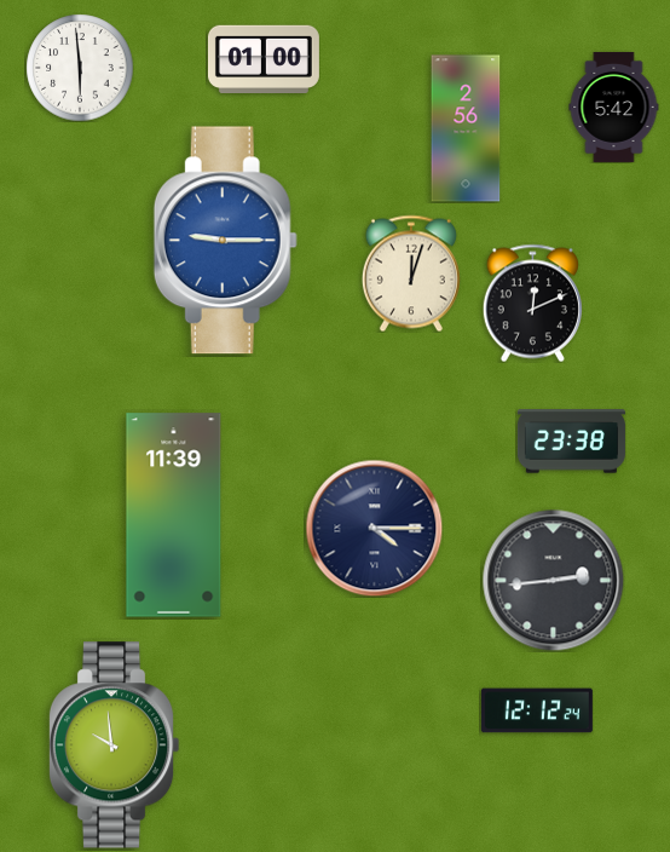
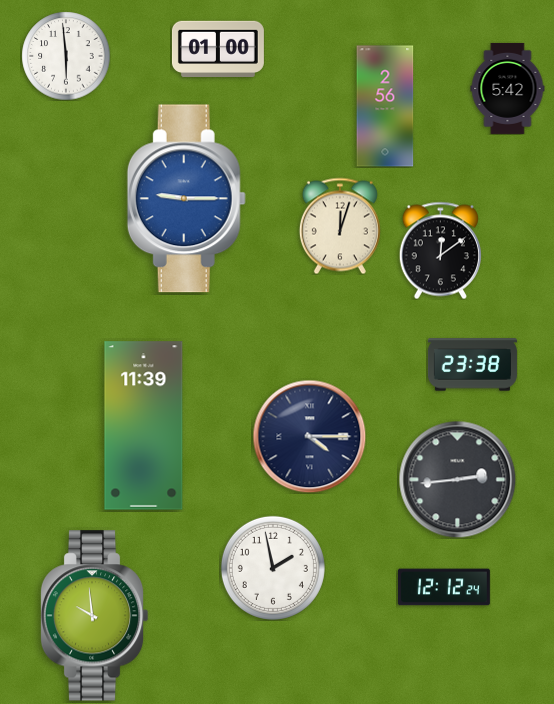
clock at (532, 303): 12:11 -> 12:09
clock at (273, 568): none -> 1:58
